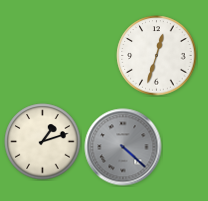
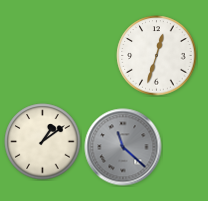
clock at (43, 142): 1:12 -> 1:09
clock at (123, 147): 4:22 -> 11:22
